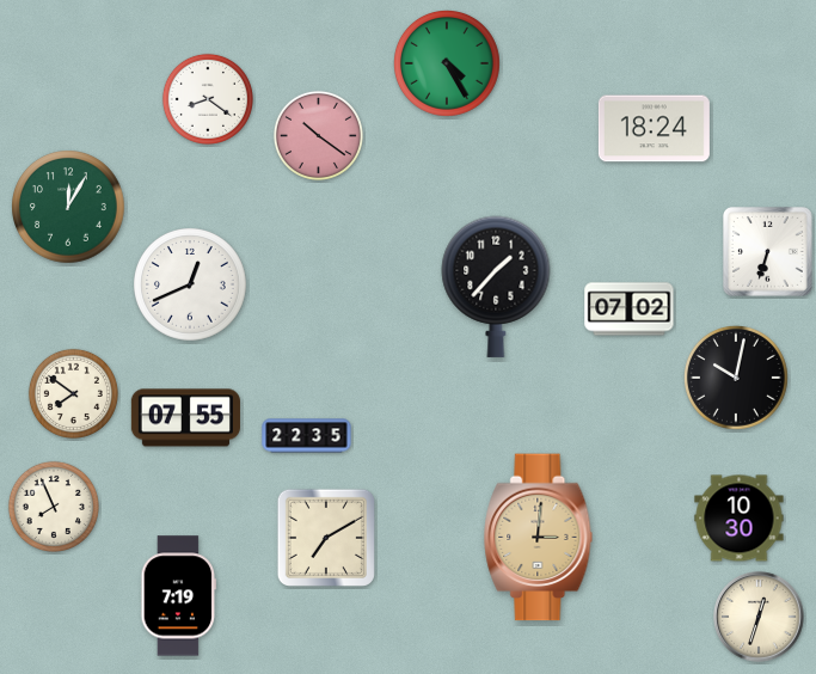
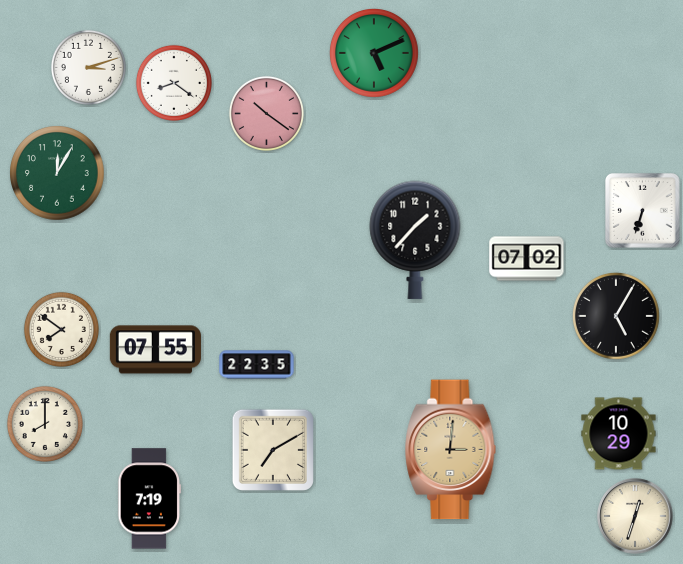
clock at (448, 65): 4:25 -> 5:11
clock at (88, 67): none -> 3:12
clock at (654, 129): 18:24 -> none
clock at (190, 284): 12:41 -> none
clock at (736, 378): 10:02 -> 5:05
clock at (54, 507): 7:56 -> 8:00
clock at (740, 519): 10:30 -> 10:29
